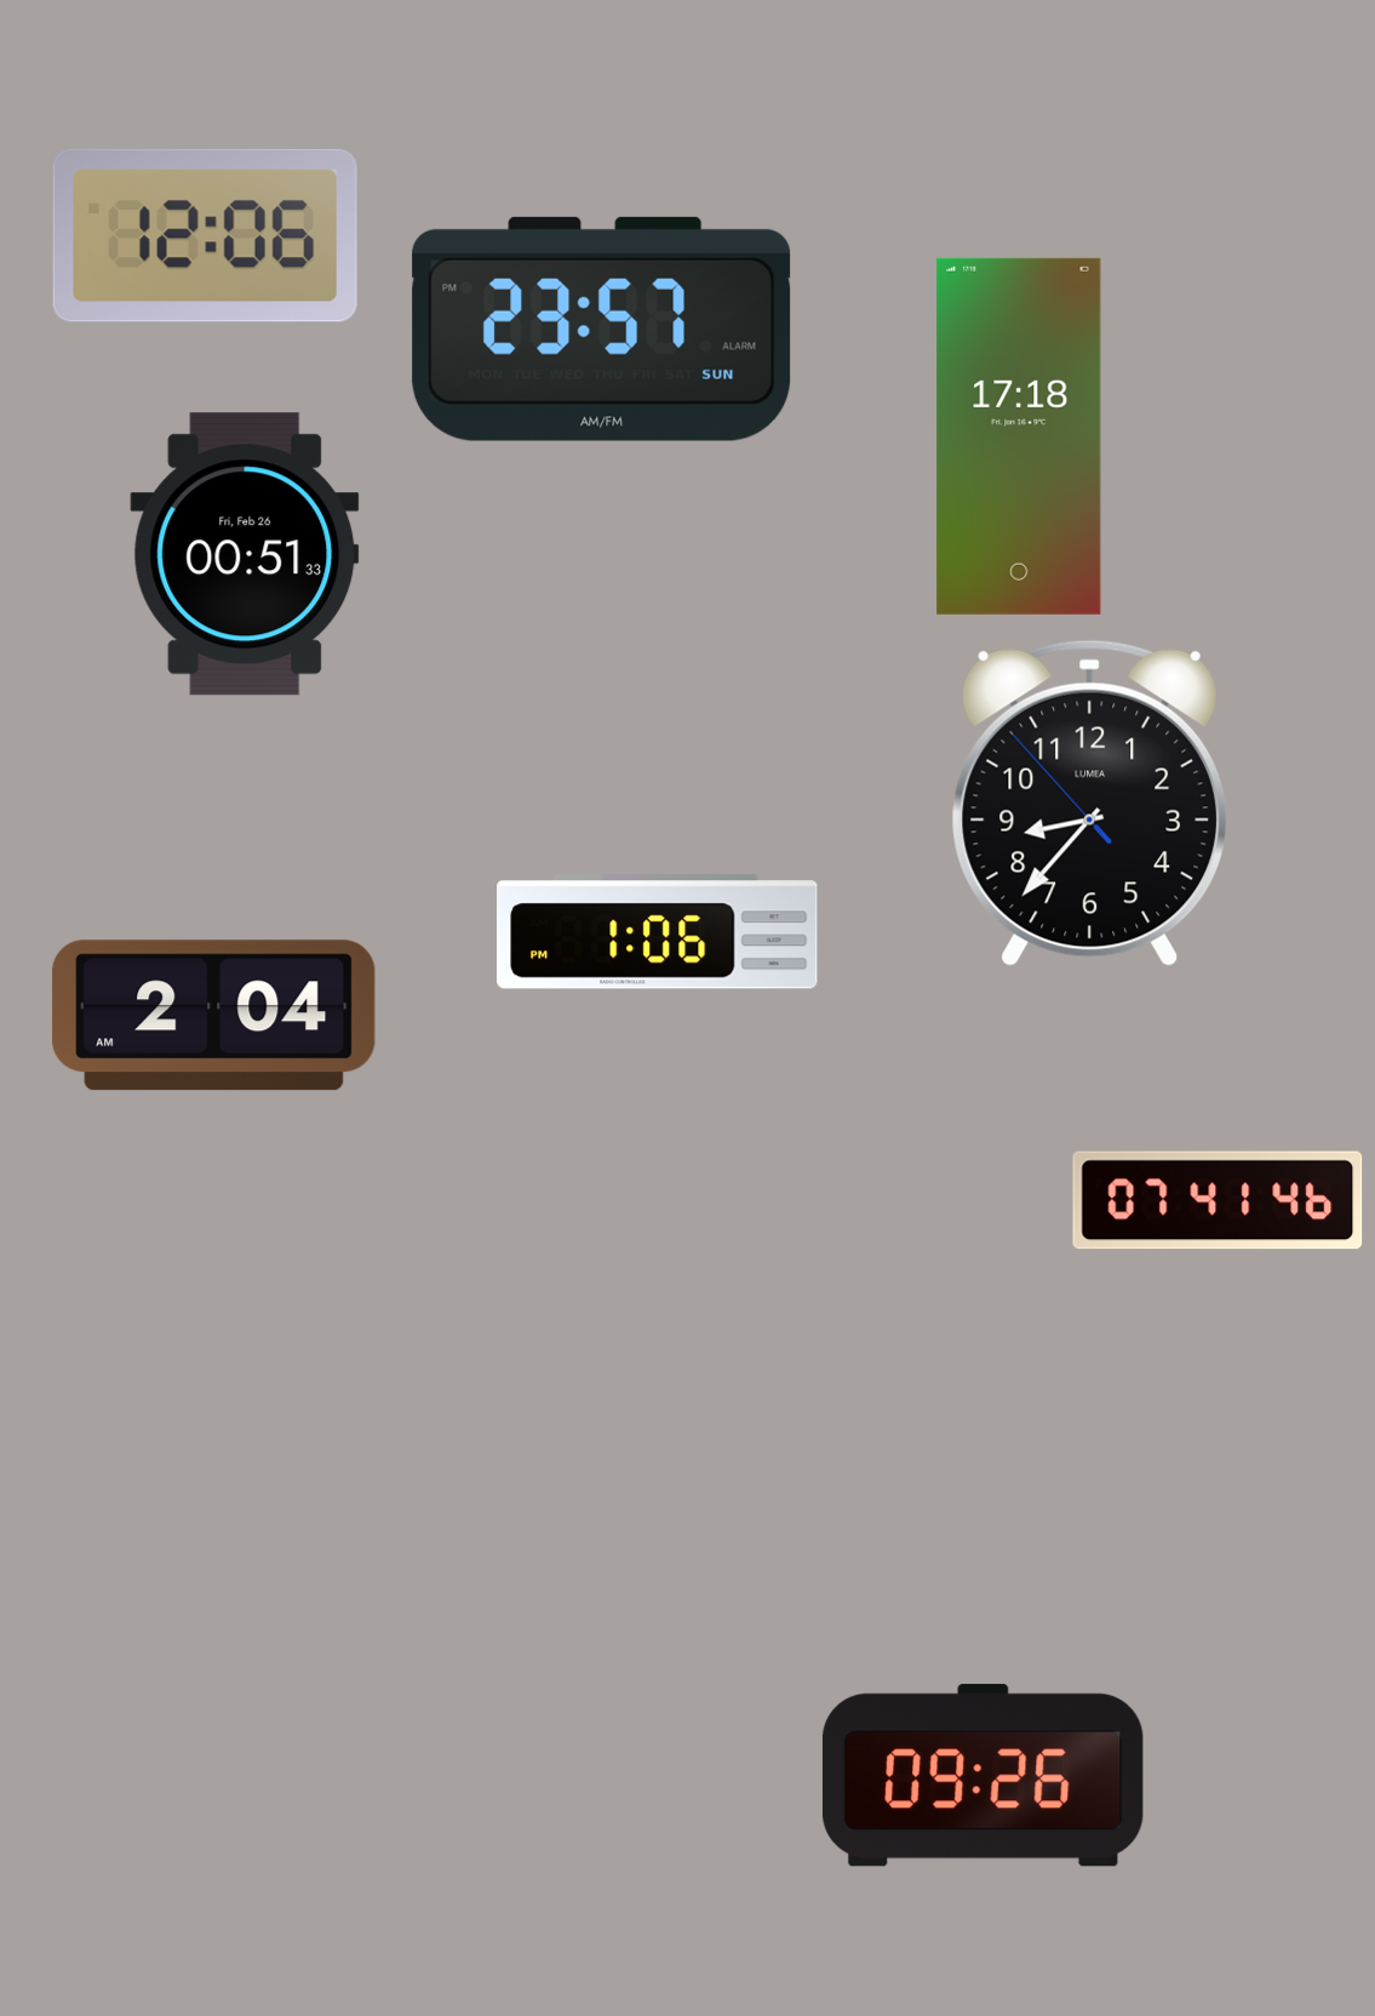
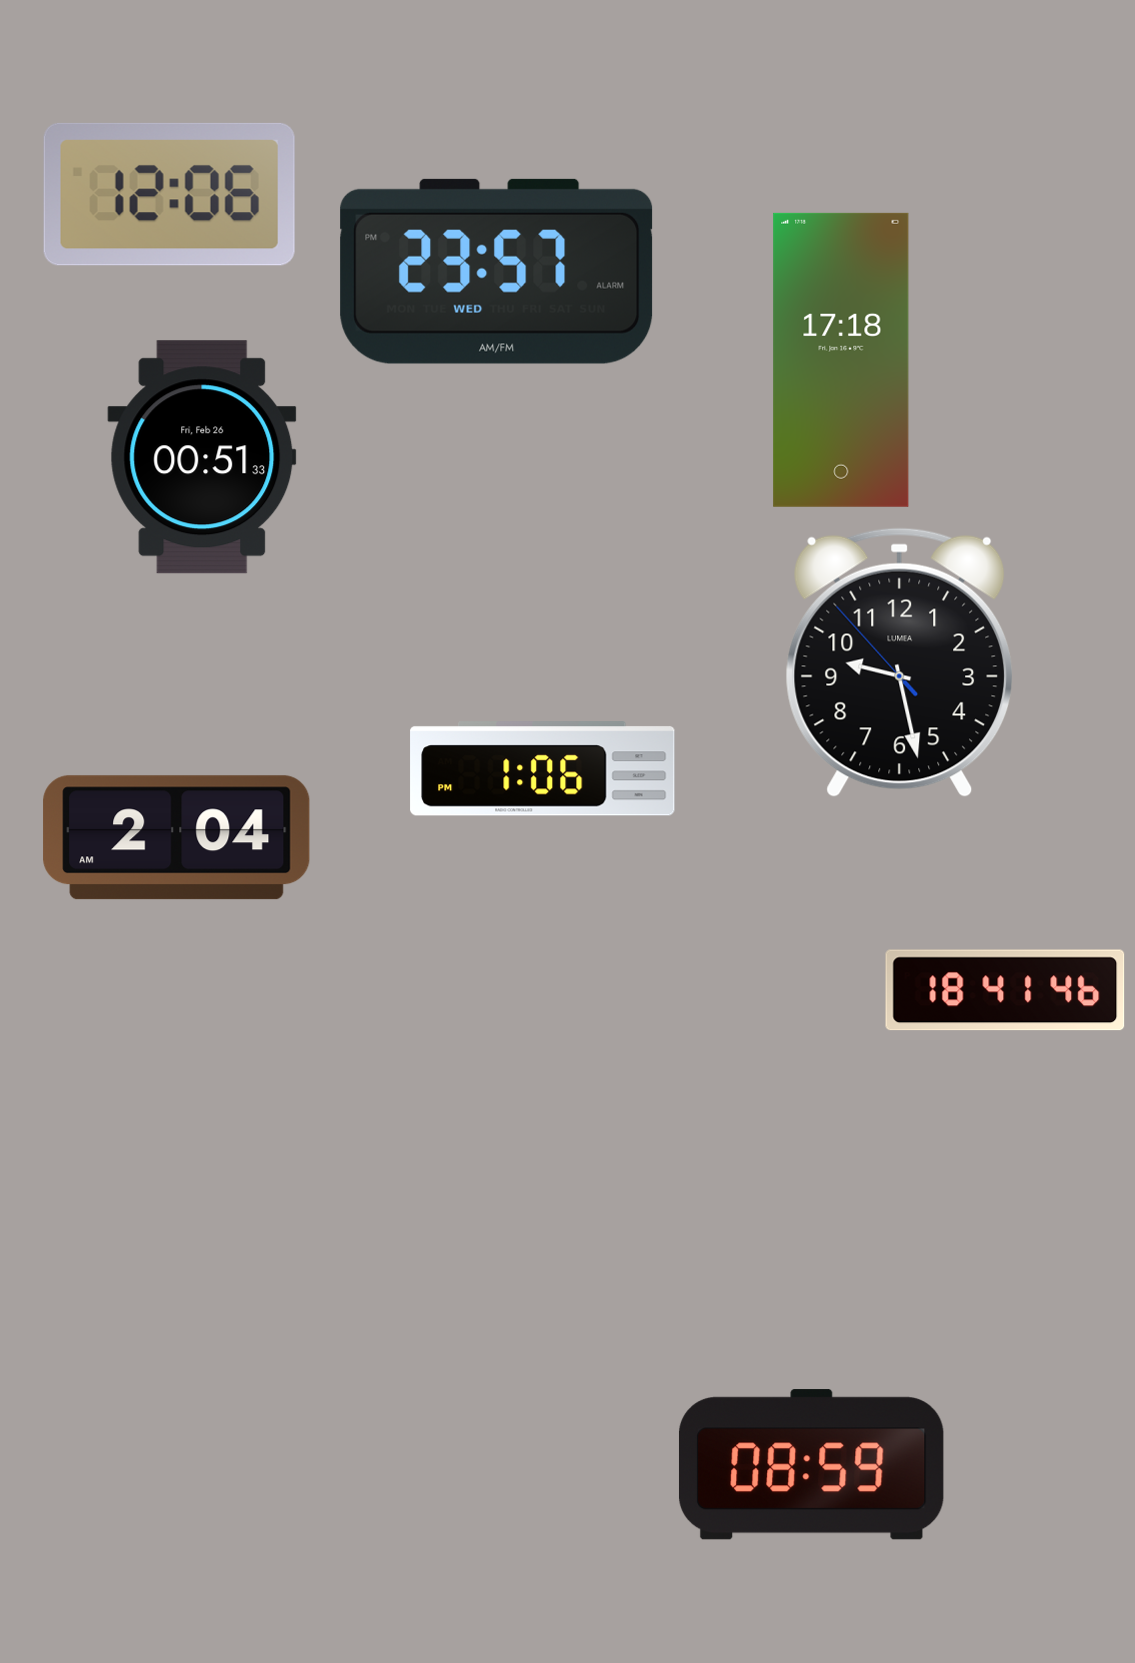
clock at (602, 329) date: SUN -> WED
clock at (1090, 803): 8:36 -> 9:27
clock at (1218, 1200): 07:41 -> 18:41
clock at (982, 1776): 09:26 -> 08:59
